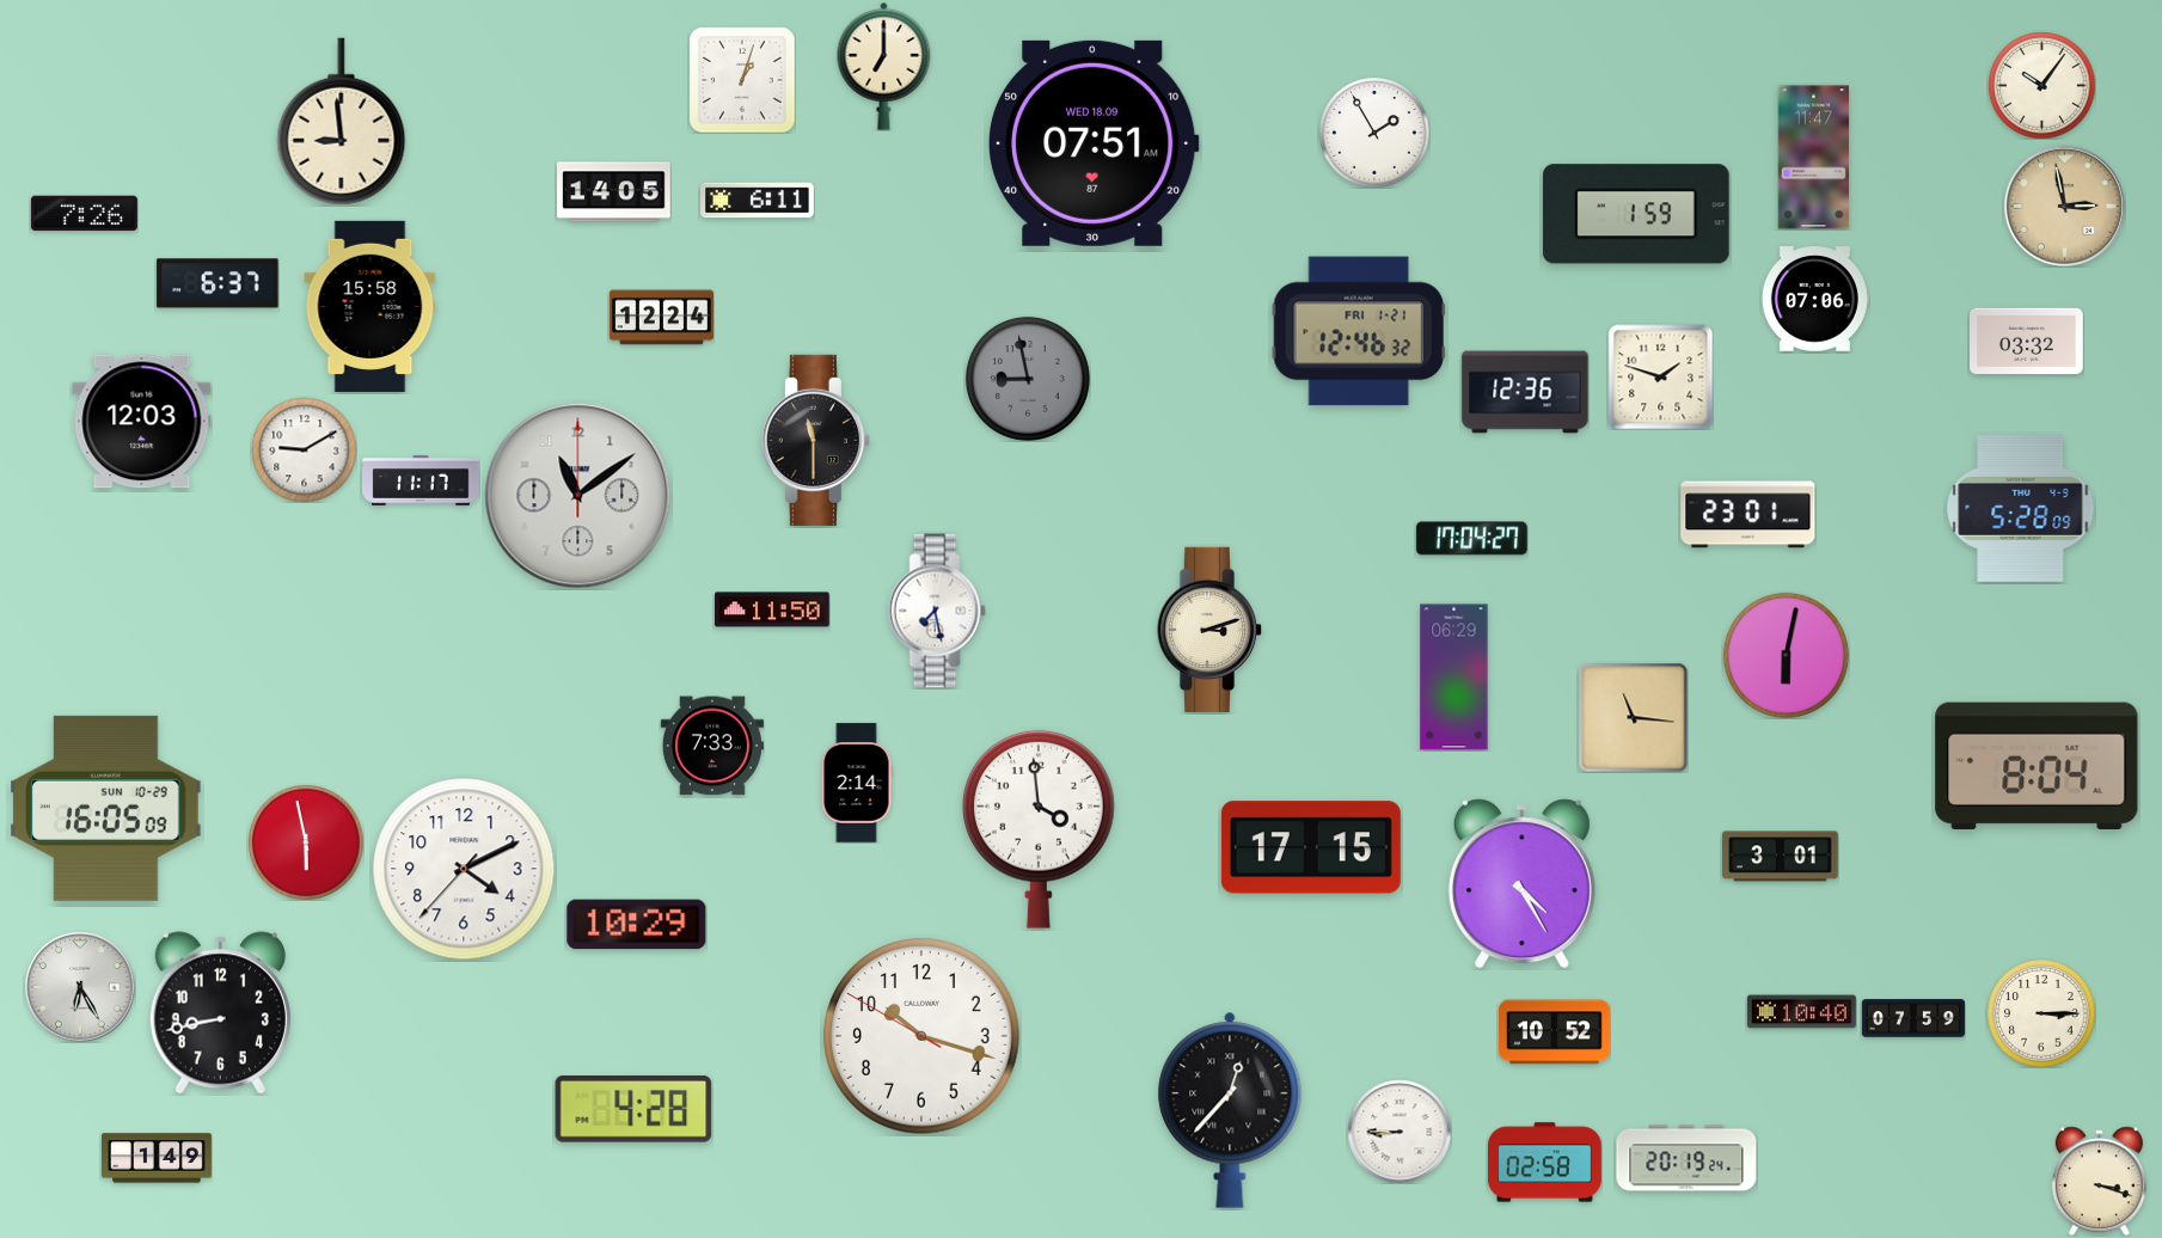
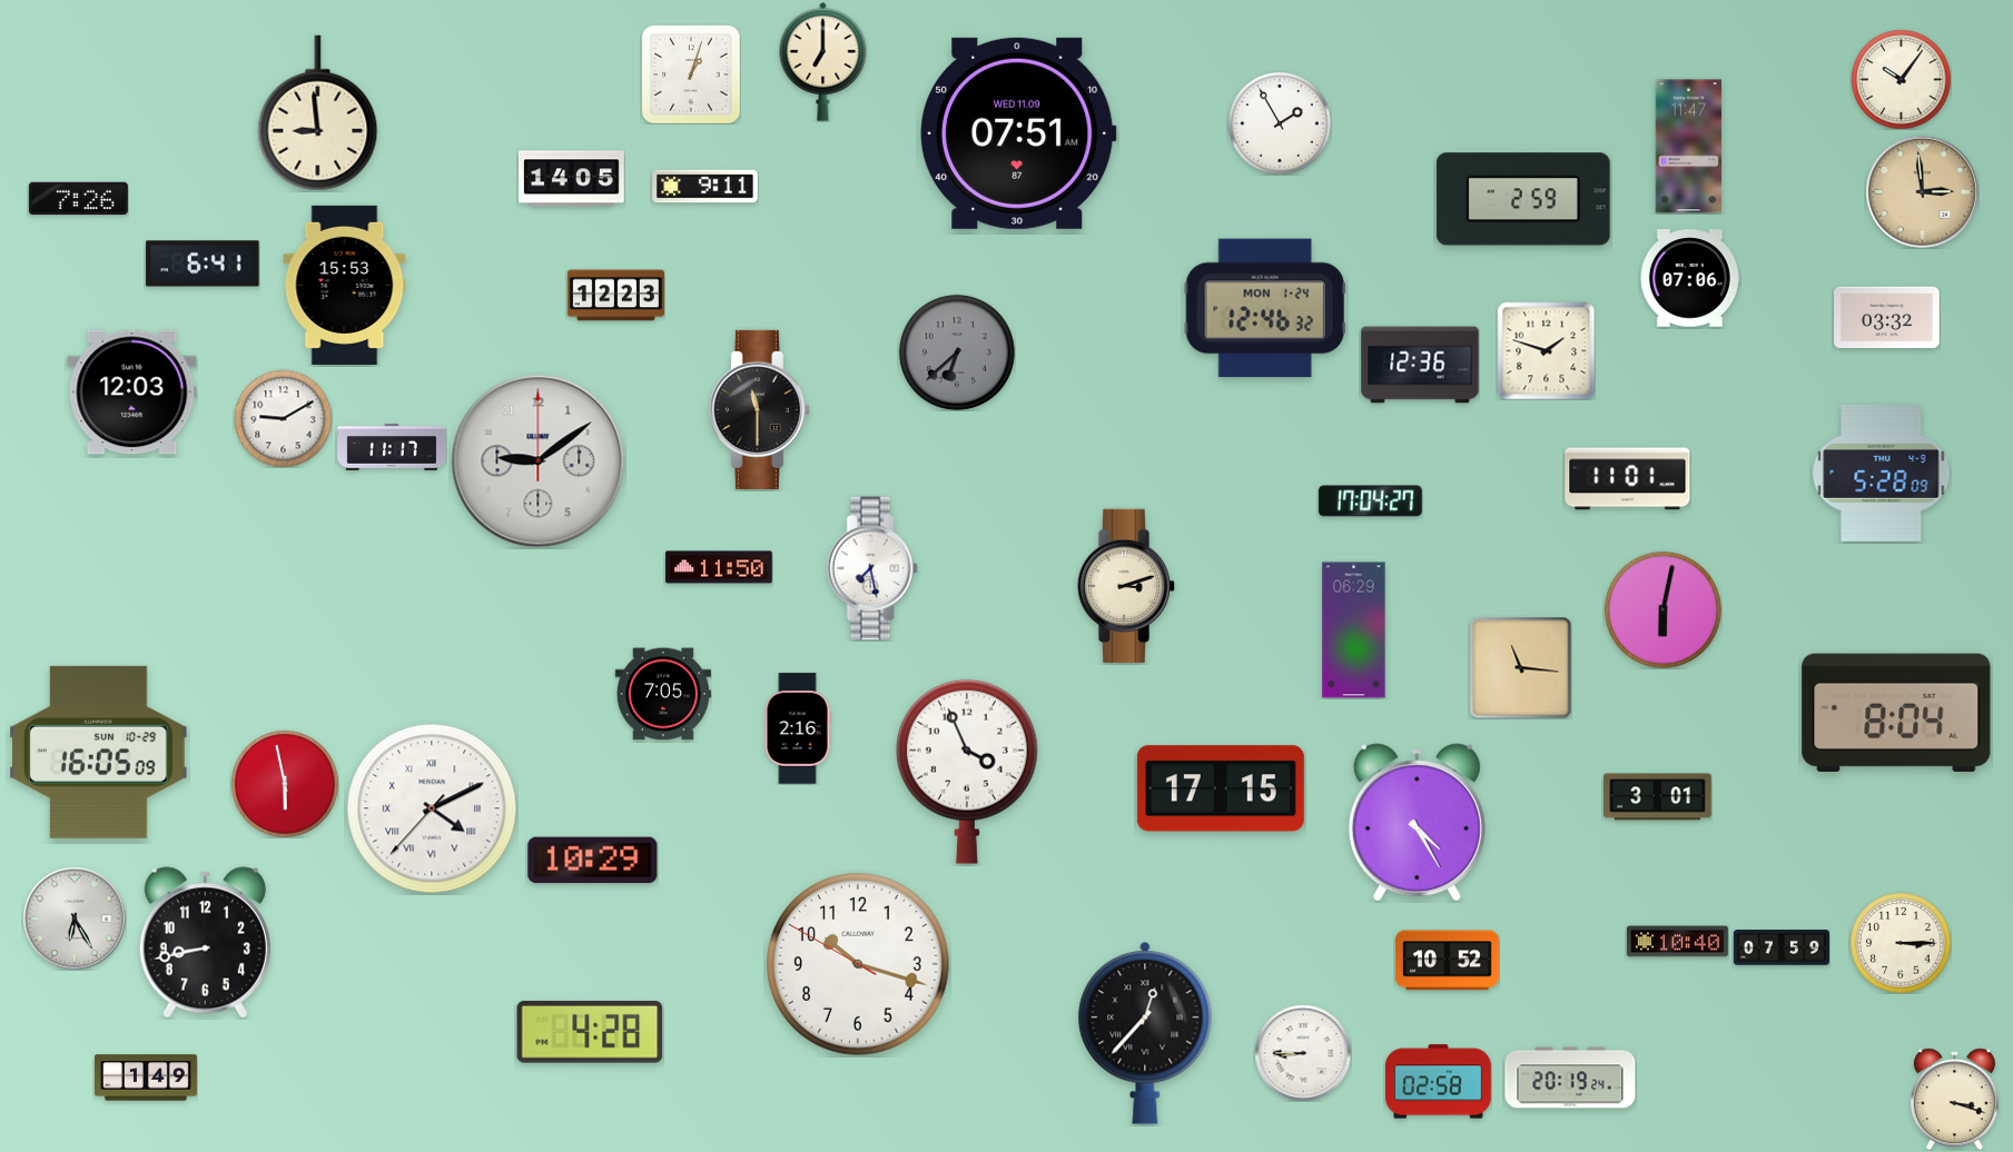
clock at (1094, 143) date: WED 18.09 -> WED 11.09
clock at (758, 201): 6:11 -> 9:11
clock at (2064, 206): 2:58 -> 2:59
clock at (1636, 214): 1:59 -> 2:59
clock at (218, 283): 6:37 -> 6:41
clock at (370, 306): 15:58 -> 15:53
clock at (661, 318): 12:24 -> 12:23
clock at (1359, 331) date: FRI 1-21 -> MON 1-24
clock at (1028, 379): 8:58 -> 6:38
clock at (578, 496): 11:09 -> 9:09
clock at (1748, 515): 23:01 -> 11:01
clock at (712, 746): 7:33 -> 7:05
clock at (857, 783): 2:14 -> 2:16
clock at (1039, 829): 3:59 -> 3:56
clock at (464, 869) numerals: Arabic -> Roman
